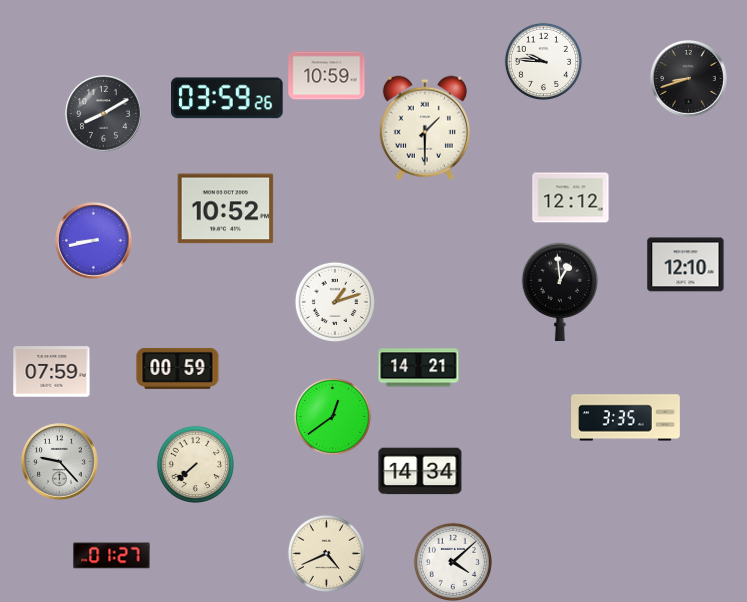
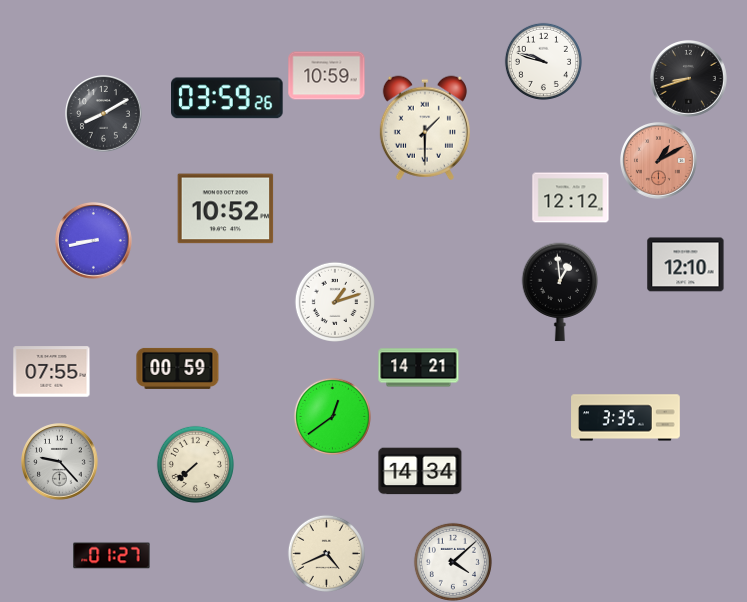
clock at (543, 61): 9:46 -> 9:48
clock at (659, 161): none -> 1:10
clock at (52, 372): 07:59 -> 07:55
